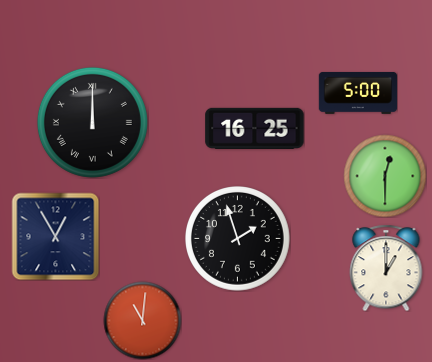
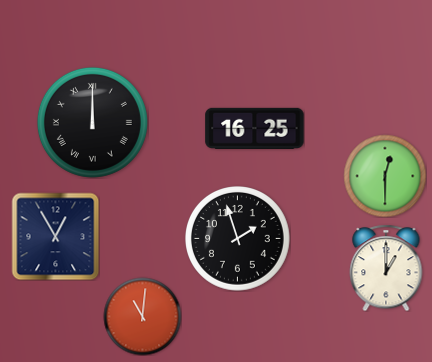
clock at (358, 93): 5:00 -> none
clock at (142, 320) position: (142, 320) -> (142, 316)
